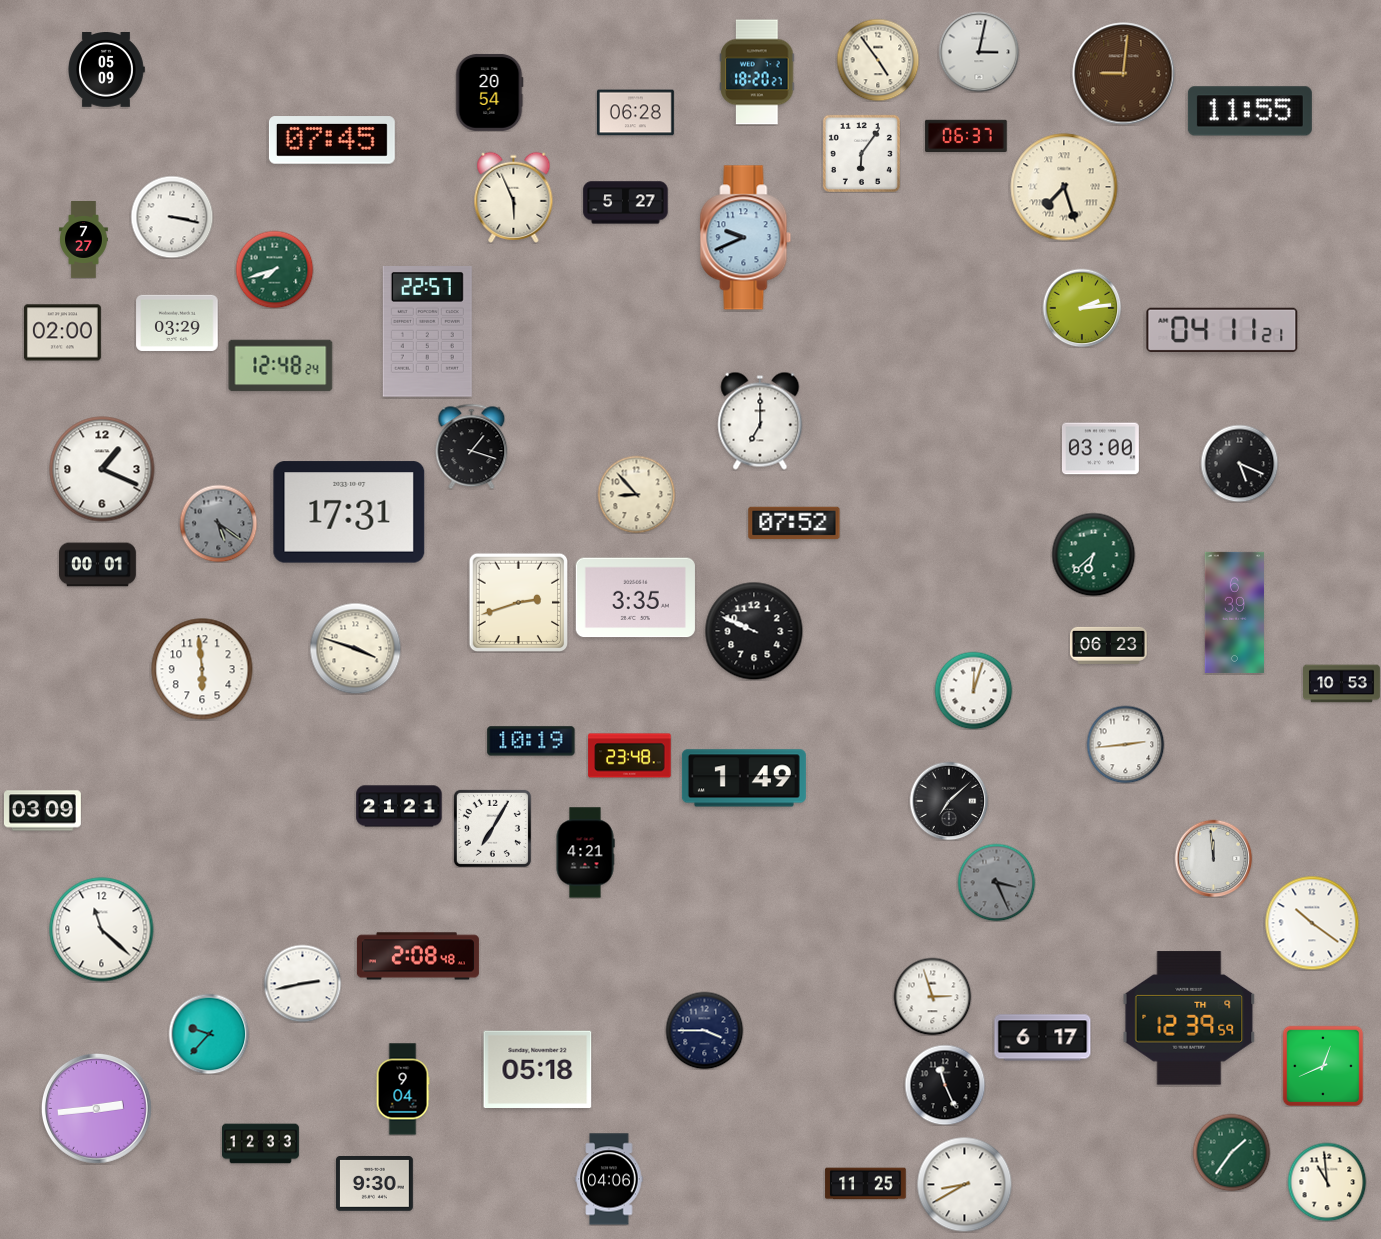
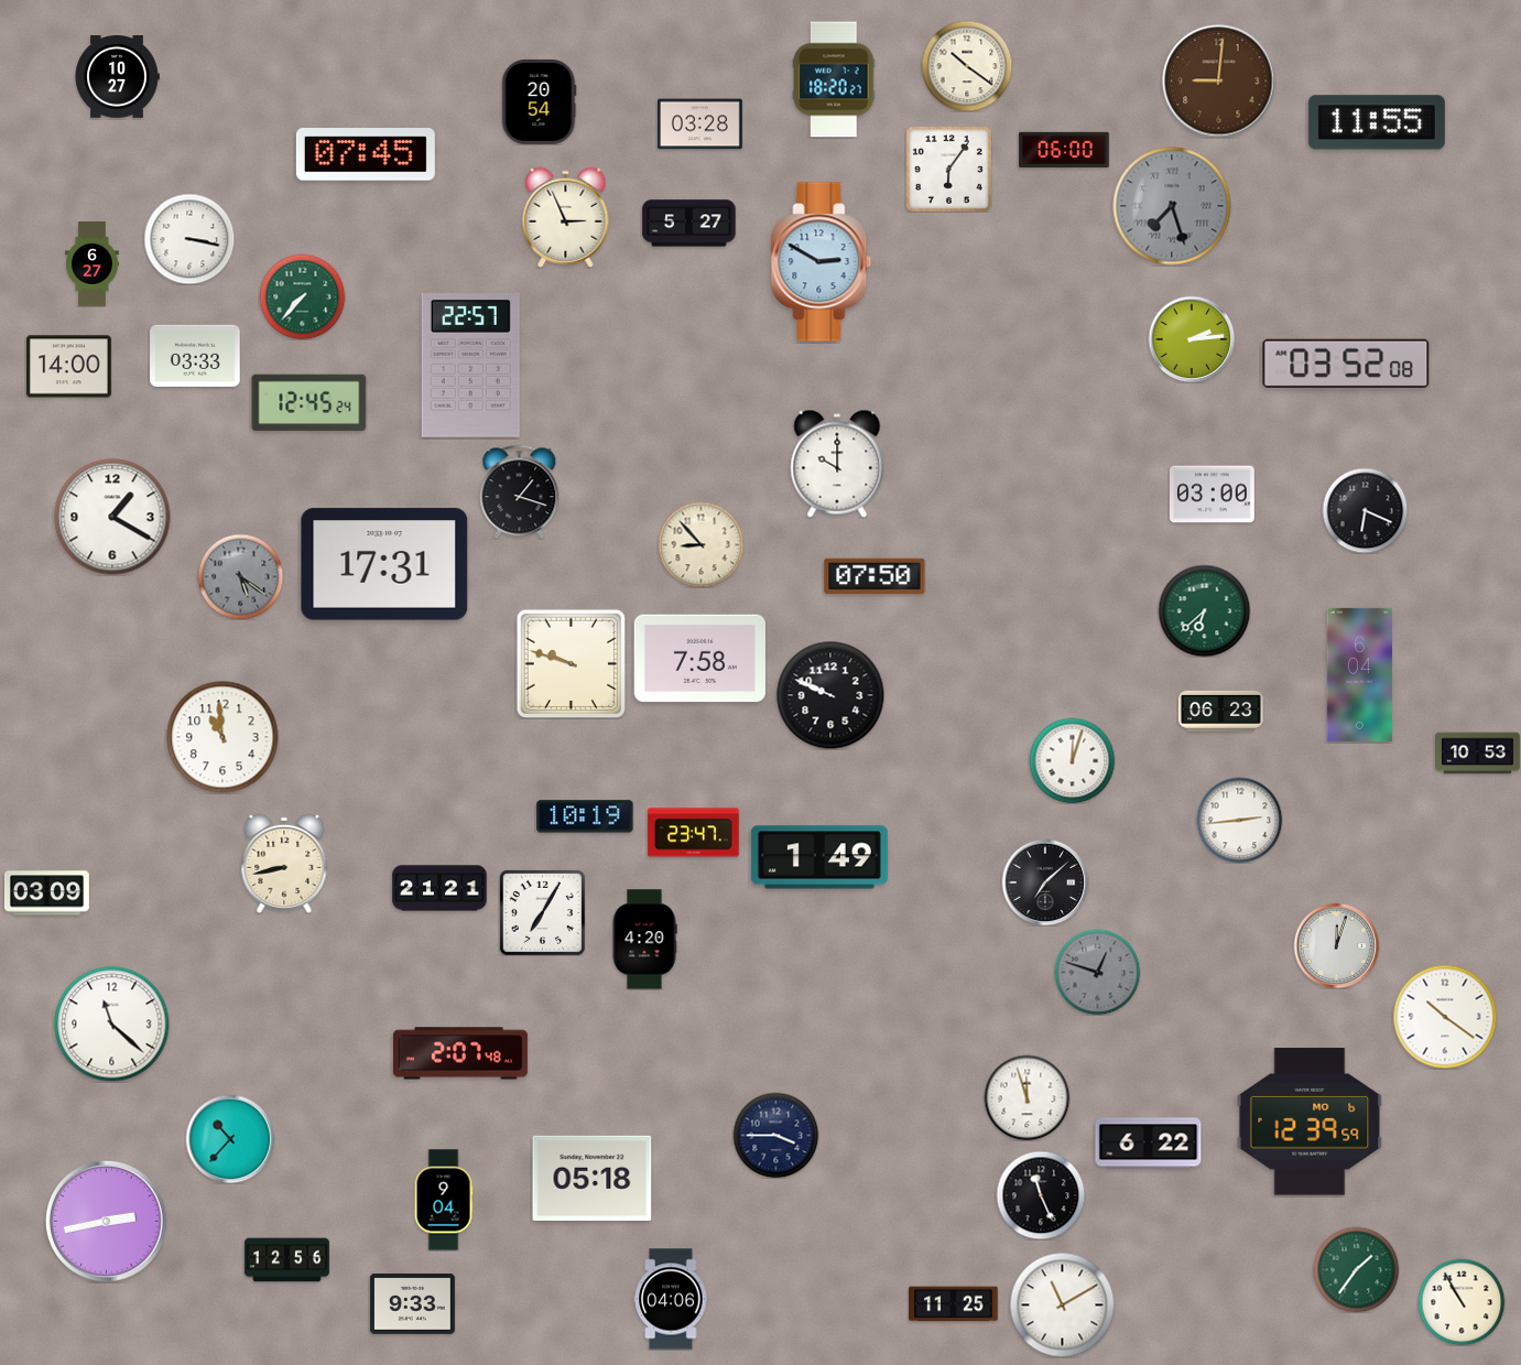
clock at (979, 52): 3:02 -> none
clock at (878, 60): 4:54 -> 10:21
clock at (106, 70): 05:09 -> 10:27
clock at (1124, 74) position: (1124, 74) -> (1219, 82)
clock at (635, 113): 06:28 -> 03:28
clock at (966, 135): 06:37 -> 06:00
clock at (1064, 187) dial: cream -> grey
clock at (514, 197): 5:56 -> 2:56
clock at (746, 238): 9:41 -> 2:50
clock at (84, 240): 7:27 -> 6:27
clock at (274, 269): 7:42 -> 7:37
clock at (177, 323): 03:29 -> 03:33
clock at (1222, 330): 04:11 -> 03:52
clock at (62, 333): 02:00 -> 14:00
clock at (281, 366): 12:48 -> 12:45
clock at (760, 421): 7:00 -> 10:00
clock at (1239, 463): 5:19 -> 6:19
clock at (102, 469): 1:19 -> 1:20
clock at (794, 523): 07:52 -> 07:50
clock at (98, 565): 00:01 -> none
clock at (635, 598): 3:35 -> 7:58
clock at (518, 602): 2:42 -> 9:48
clock at (1234, 612): 6:39 -> 6:04
clock at (355, 648): 3:48 -> none
clock at (202, 669): 5:59 -> 10:59
clock at (630, 756): 23:48 -> 23:47
clock at (284, 864): none -> 8:43
clock at (585, 853): 4:21 -> 4:20
clock at (1213, 858): 11:59 -> 12:03
clock at (996, 882): 3:26 -> 12:48
clock at (418, 956): 2:08 -> 2:07
clock at (302, 983): 2:43 -> none
clock at (932, 996): 2:57 -> 11:57
clock at (1189, 1018) date: TH 9 -> MO 6
clock at (209, 1034): 9:37 -> 10:37
clock at (1043, 1038): 6:17 -> 6:22
clock at (1323, 1066): 12:41 -> none
clock at (96, 1108): 2:44 -> 2:43
clock at (261, 1144): 12:33 -> 12:56
clock at (1327, 1182): 10:59 -> 10:55
clock at (374, 1184): 9:30 -> 9:33
clock at (964, 1184): 8:40 -> 11:10
